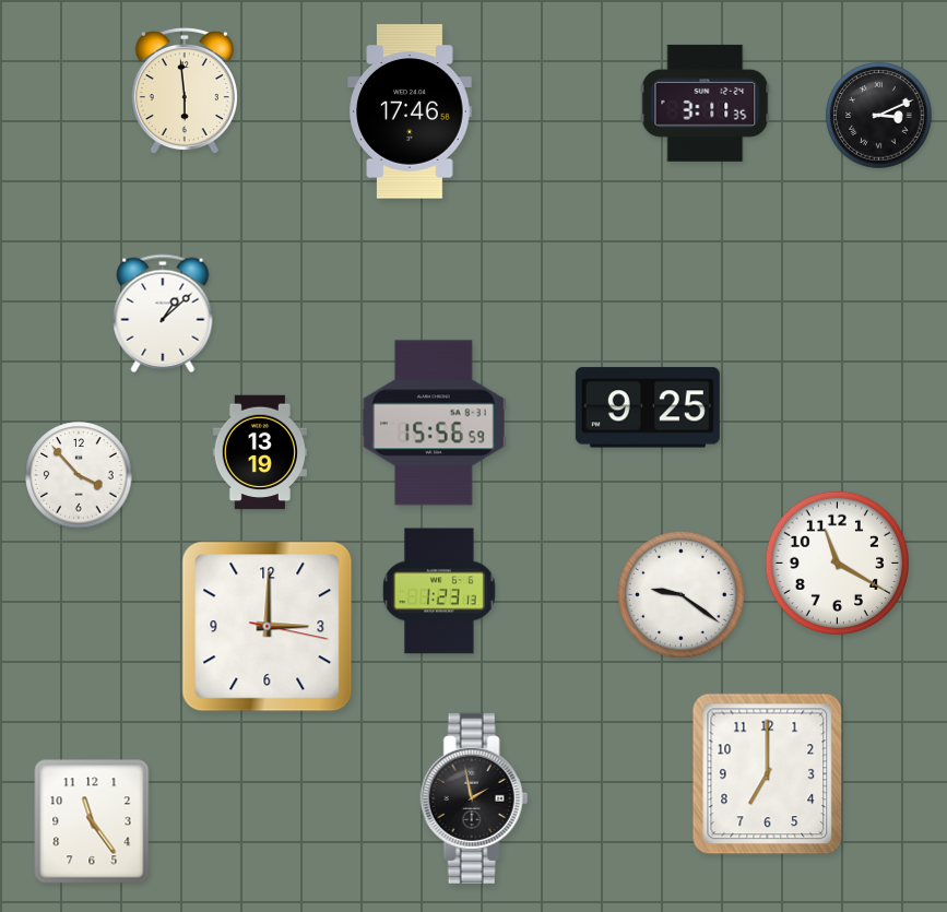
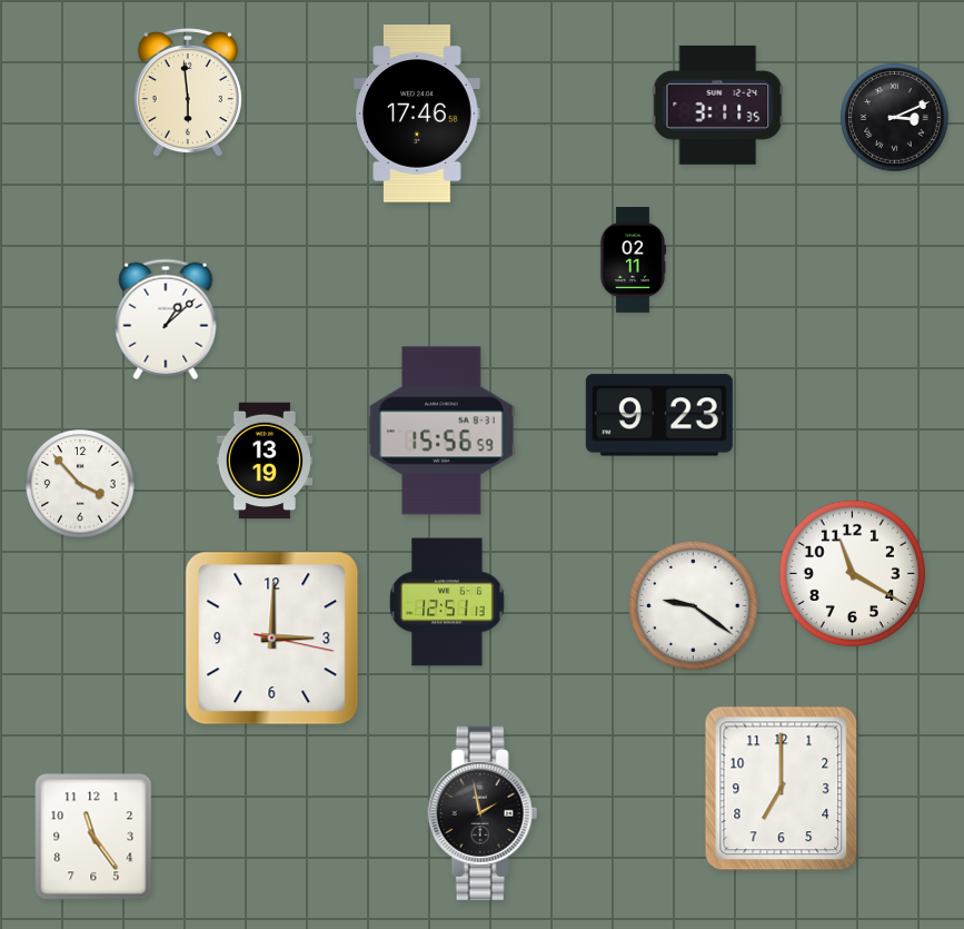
clock at (633, 259): none -> 02:11
clock at (648, 407): 9:25 -> 9:23
clock at (439, 591): 1:23 -> 12:51
